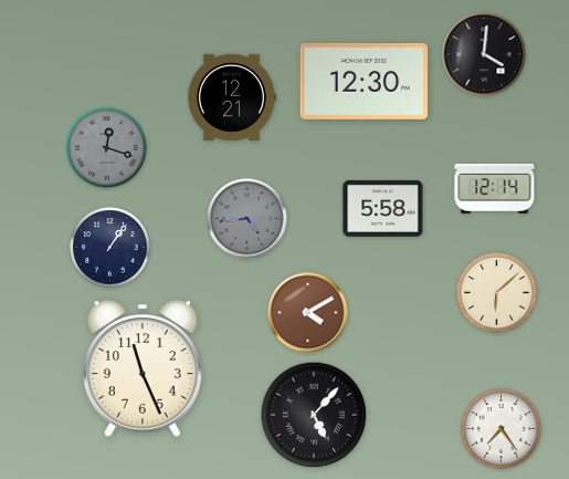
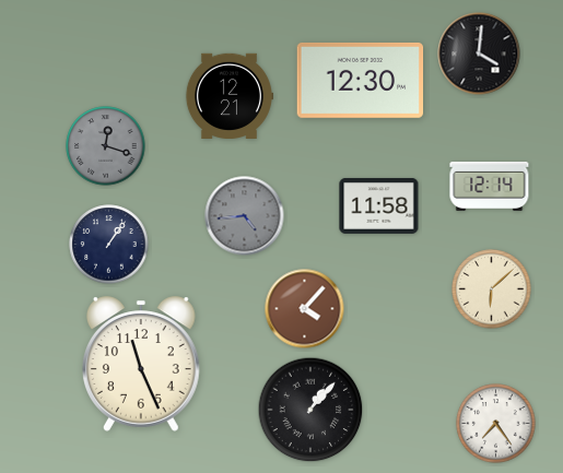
clock at (383, 208): 5:58 -> 11:58
clock at (308, 313): 4:10 -> 4:07
clock at (314, 415): 5:07 -> 1:07
